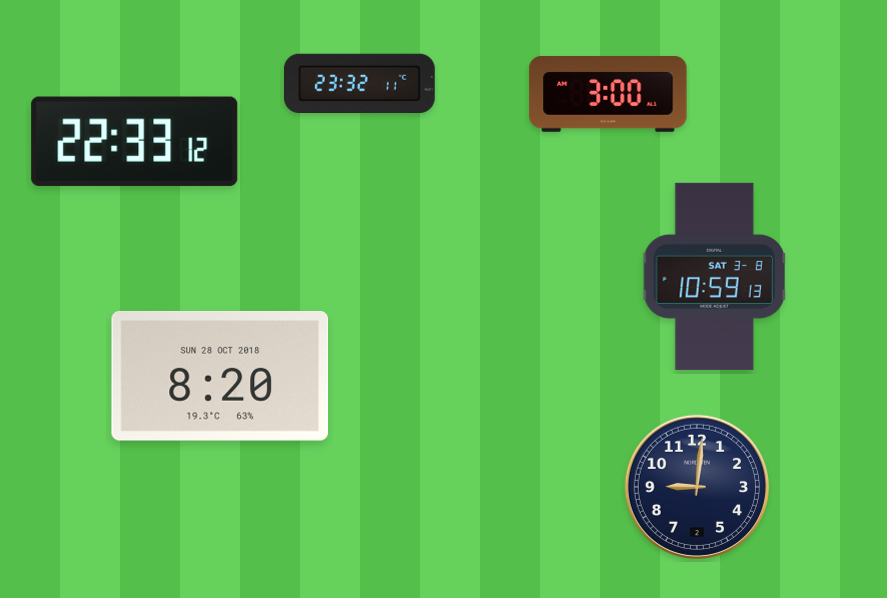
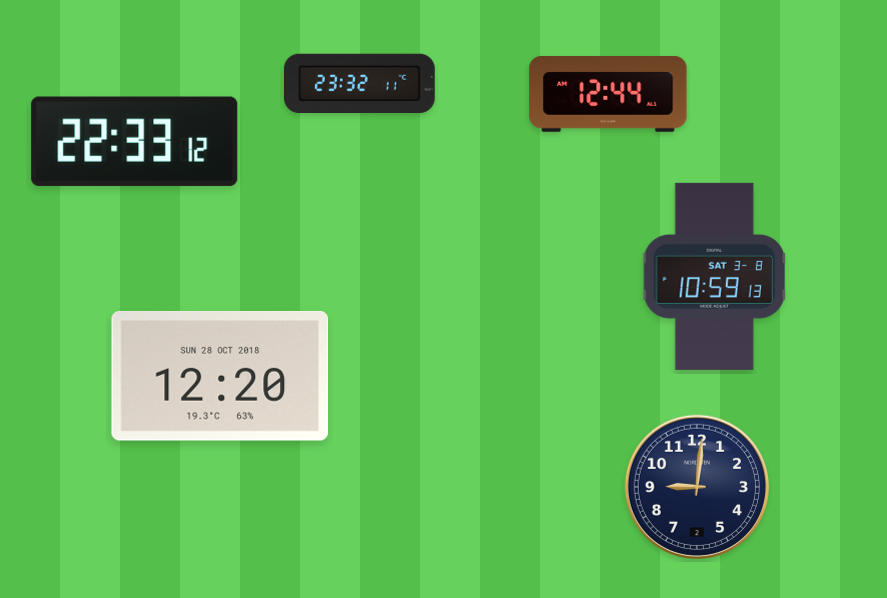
clock at (608, 94): 3:00 -> 12:44
clock at (220, 376): 8:20 -> 12:20
